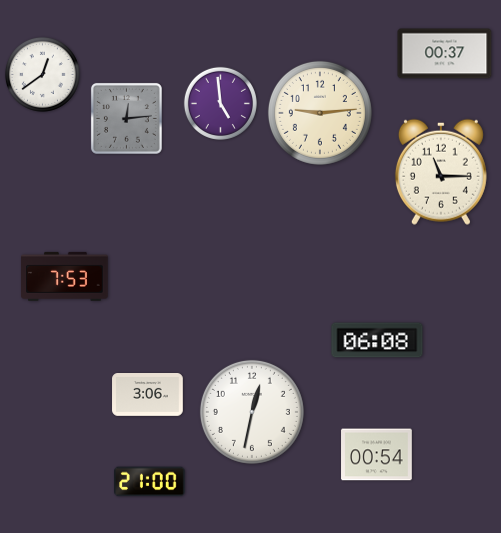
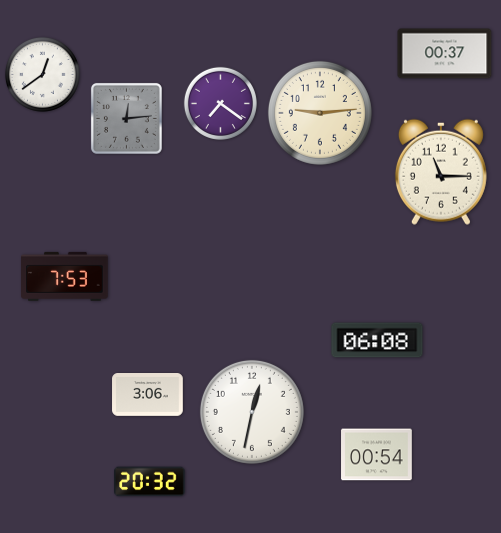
clock at (220, 103): 4:59 -> 7:21
clock at (150, 482): 21:00 -> 20:32
